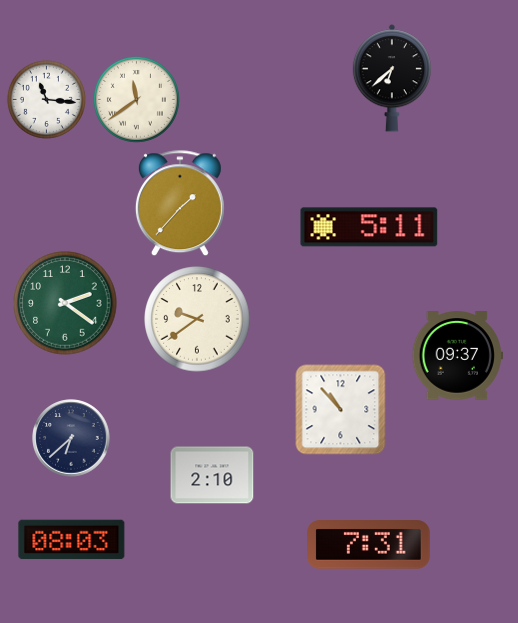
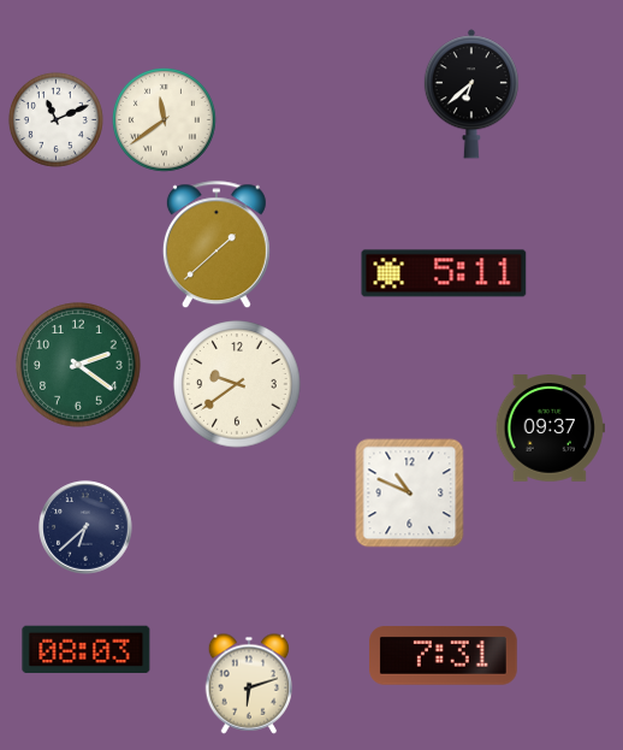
clock at (46, 99): 11:16 -> 11:11
clock at (180, 204): 1:37 -> 1:38
clock at (341, 410): 10:53 -> 10:49
clock at (212, 475): 2:10 -> none
clock at (249, 684): none -> 6:12
